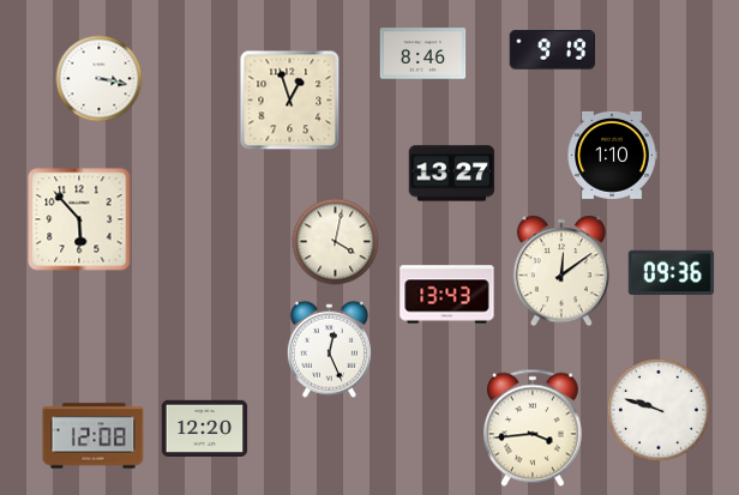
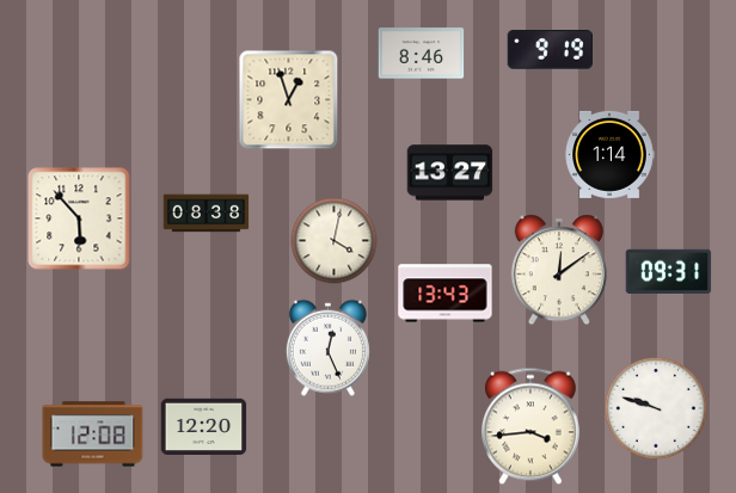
clock at (100, 79): 3:17 -> none
clock at (612, 155): 1:10 -> 1:14
clock at (207, 214): none -> 08:38
clock at (672, 272): 09:36 -> 09:31
